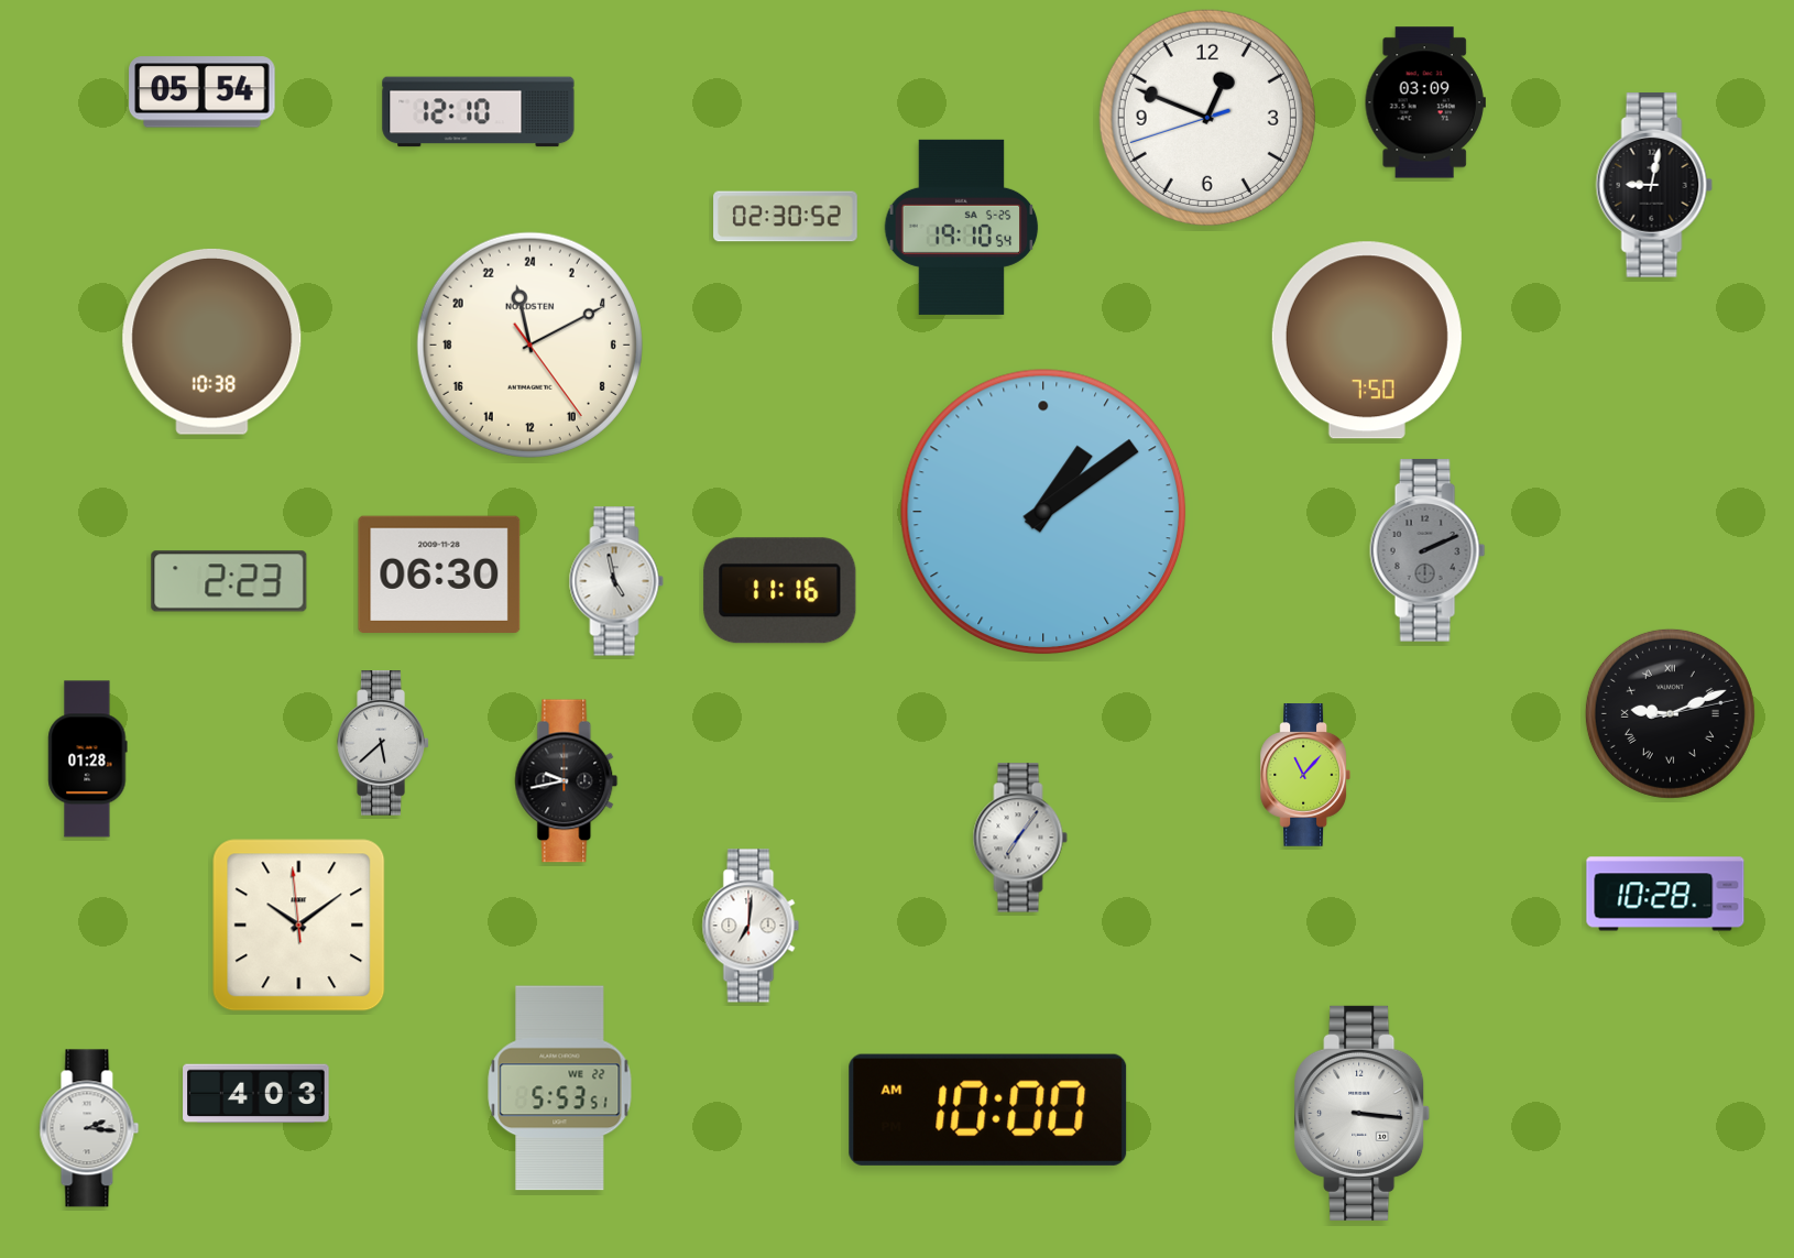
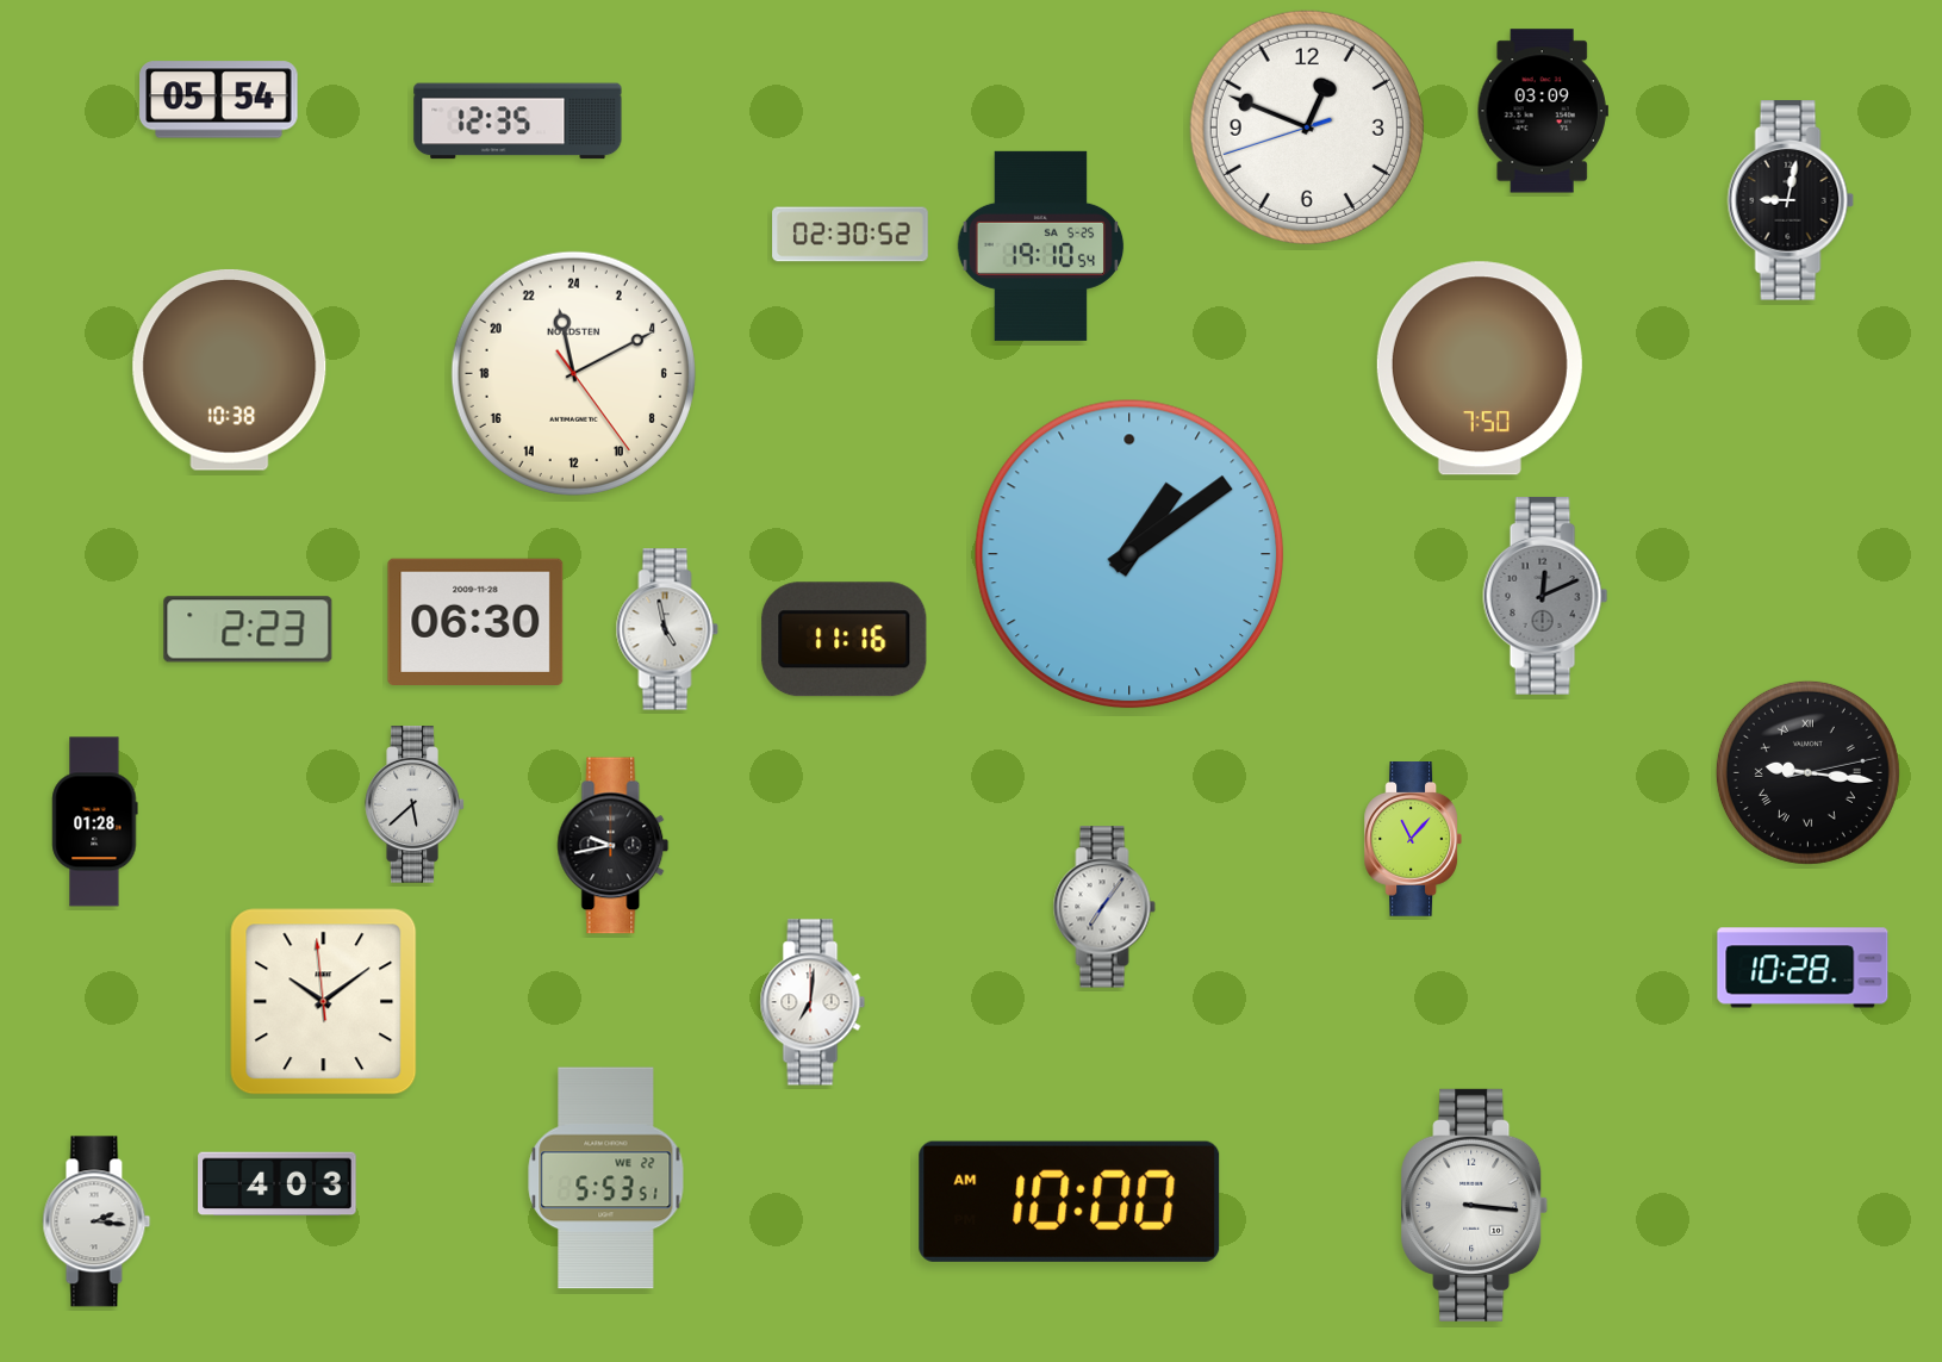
clock at (479, 112): 12:10 -> 12:35
clock at (1427, 550): 2:11 -> 12:11
clock at (1670, 713): 9:11 -> 9:16
